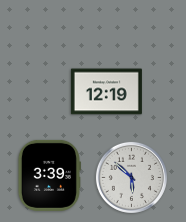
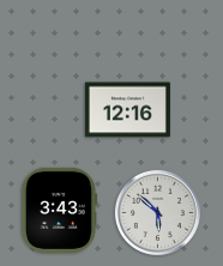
clock at (106, 92): 12:19 -> 12:16
clock at (49, 175): 3:39 -> 3:43
